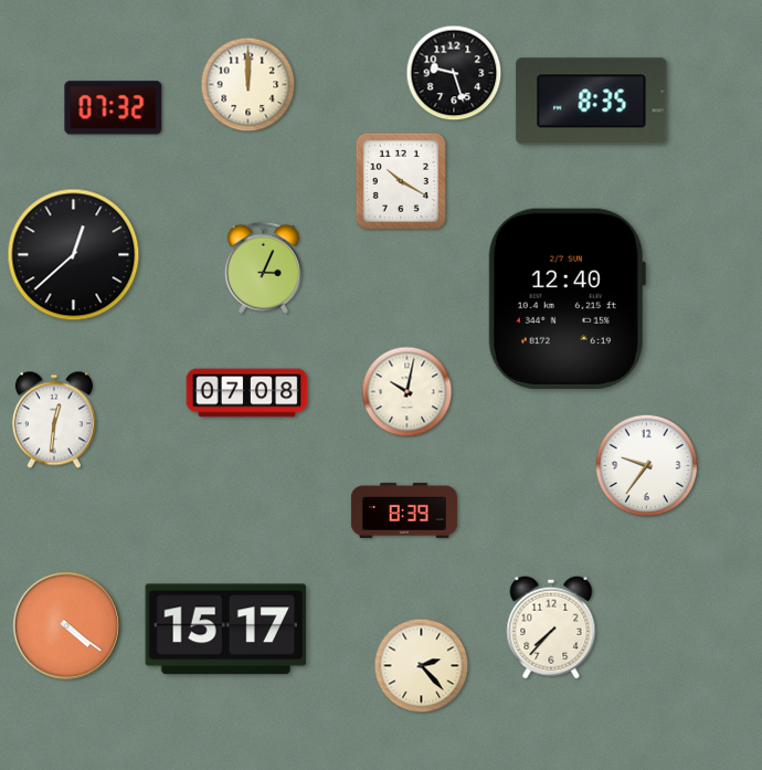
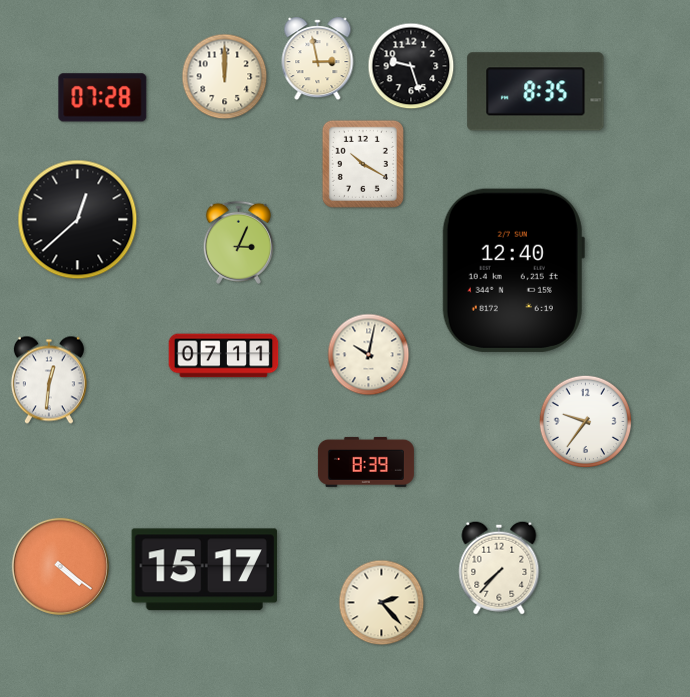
clock at (318, 59): none -> 2:58
clock at (114, 108): 07:32 -> 07:28
clock at (74, 255) position: (74, 255) -> (78, 220)
clock at (247, 393): 07:08 -> 07:11
